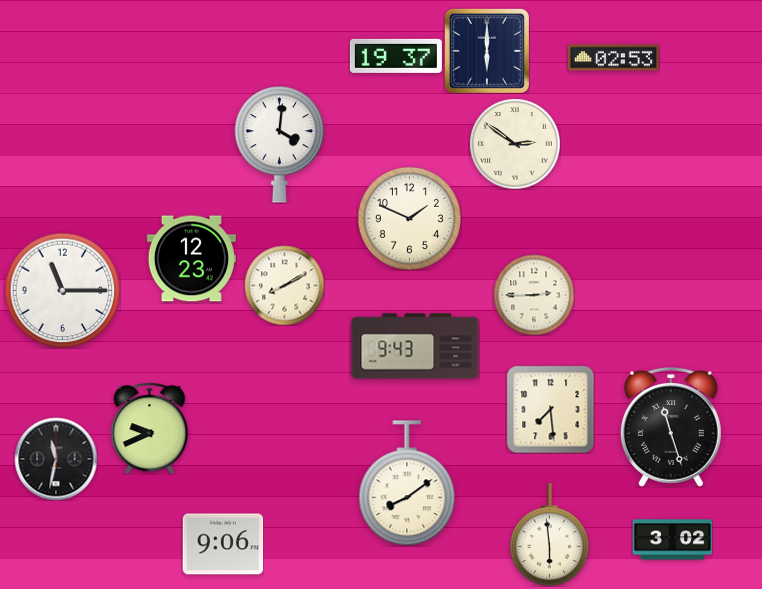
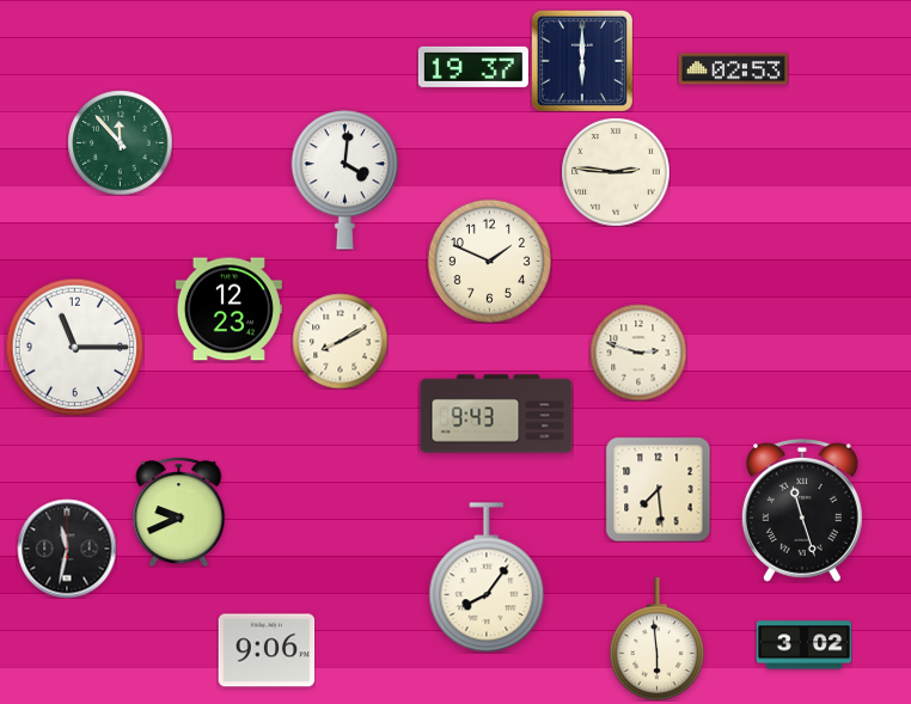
clock at (120, 142): none -> 11:53
clock at (515, 144): 2:51 -> 2:46
clock at (280, 145) position: (280, 145) -> (346, 180)
clock at (534, 295): 2:45 -> 2:48
clock at (407, 483): 8:09 -> 8:06
